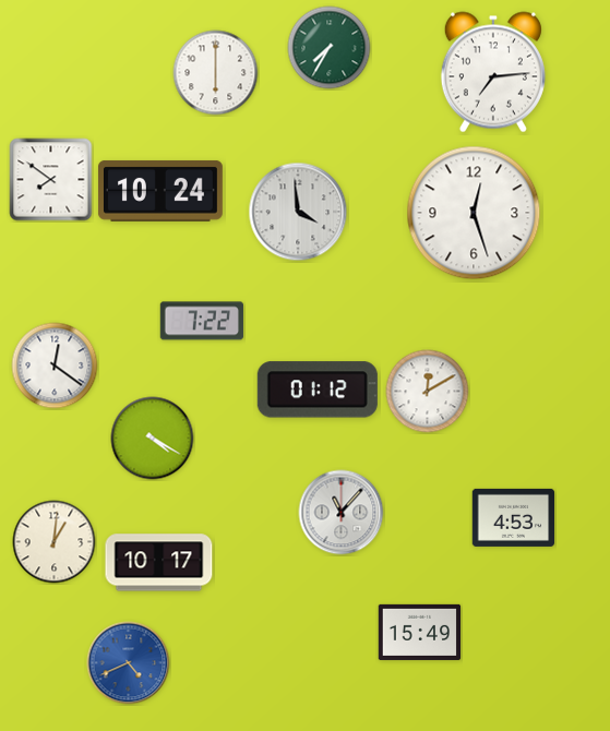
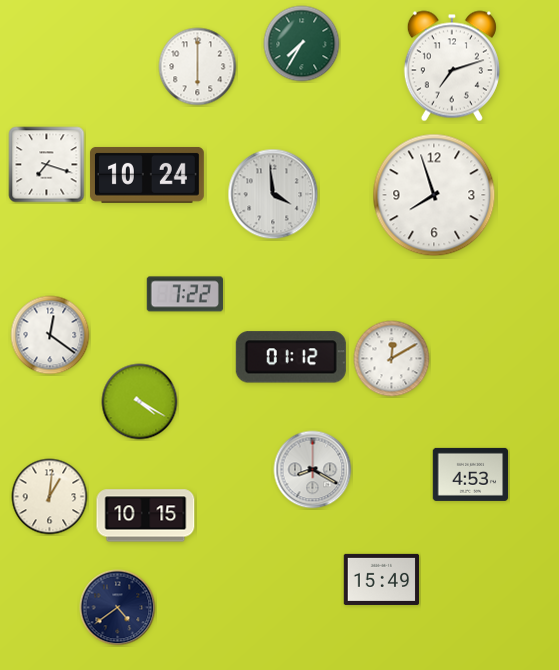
clock at (493, 72): 7:14 -> 7:12
clock at (51, 180): 7:51 -> 7:18
clock at (474, 213): 12:27 -> 7:57
clock at (342, 513): 11:07 -> 8:20
clock at (159, 563): 10:17 -> 10:15
clock at (420, 632) position: (420, 632) -> (382, 579)
clock at (129, 663): 4:41 -> 4:39
clock at (129, 663) dial: blue -> navy
